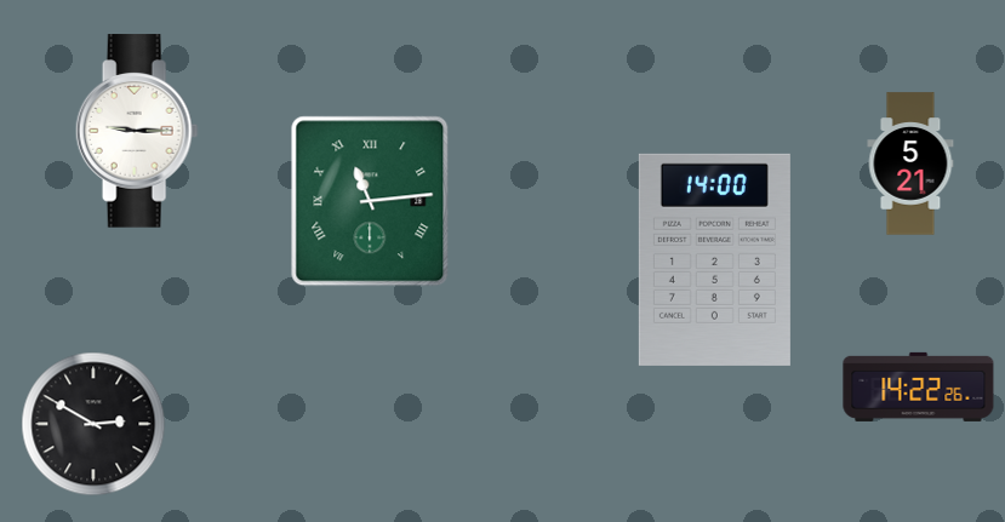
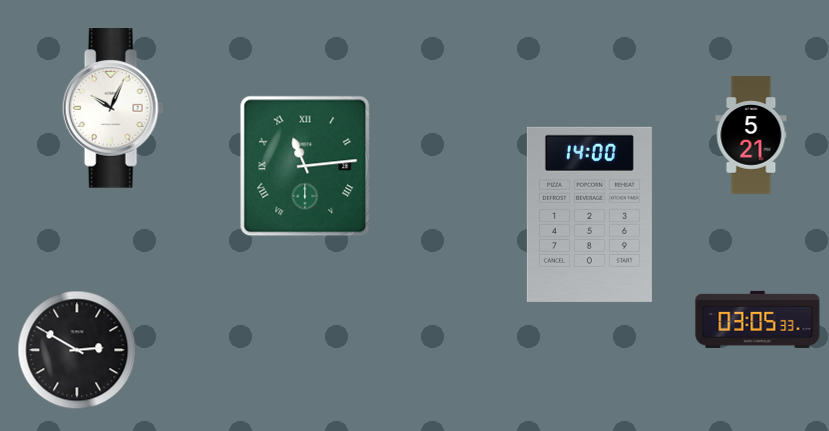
clock at (137, 131): 9:15 -> 10:04
clock at (919, 386): 14:22 -> 03:05
